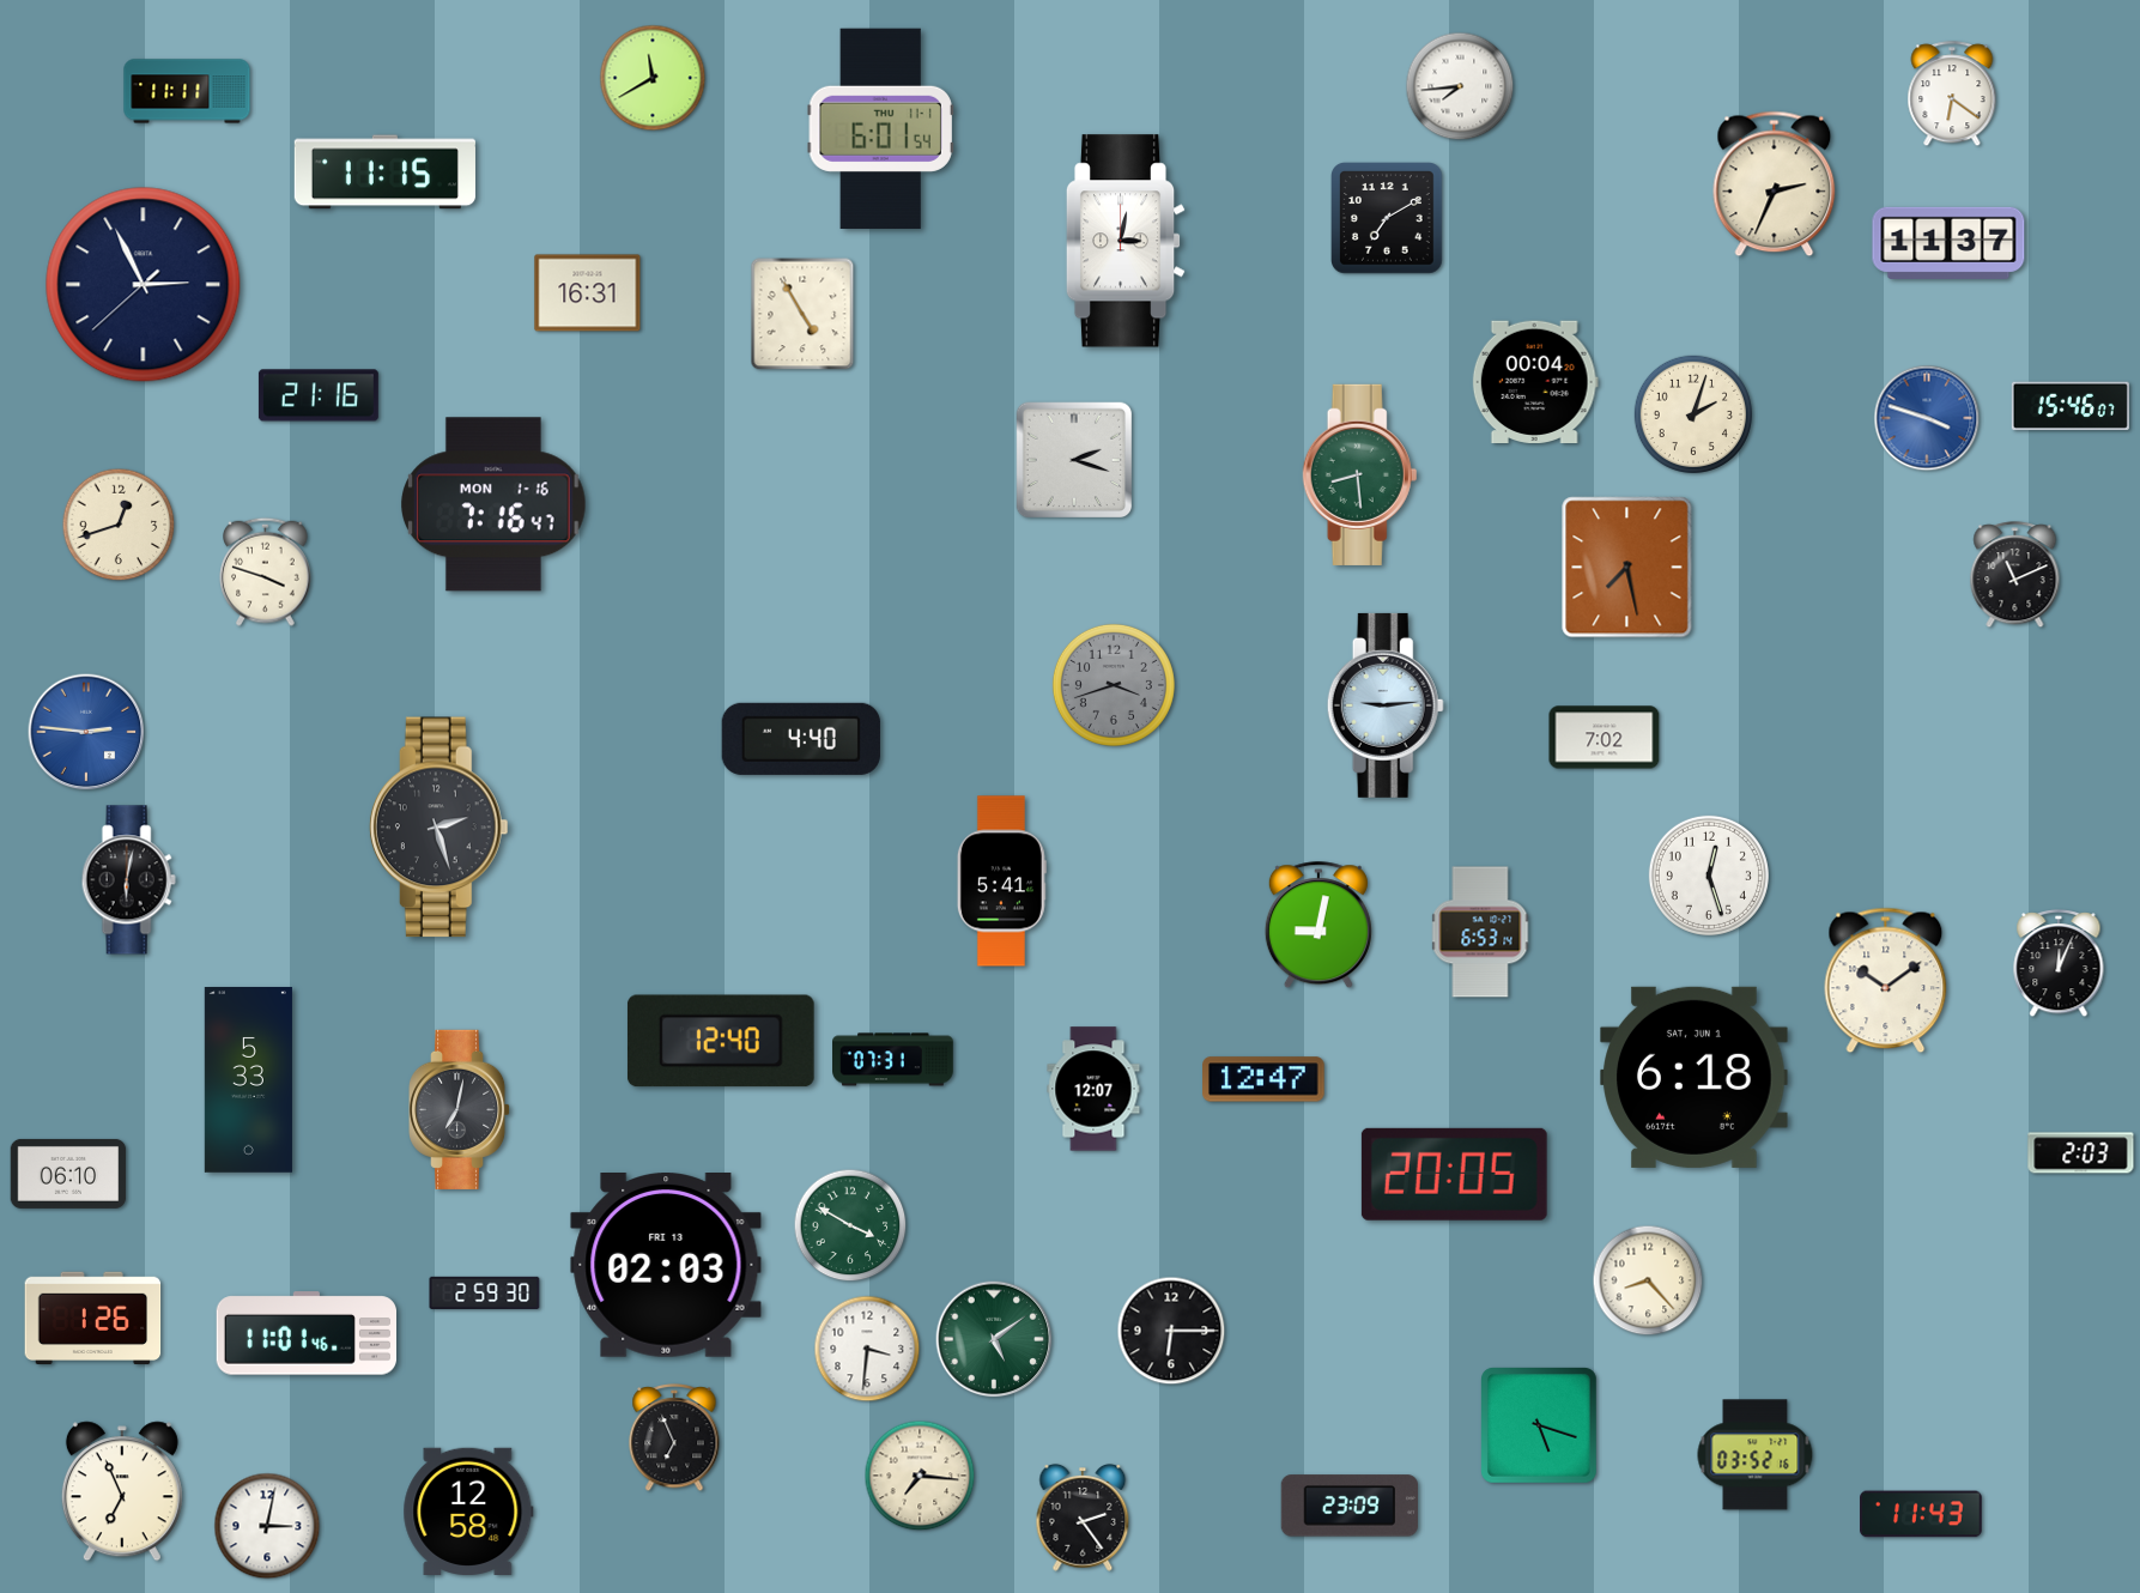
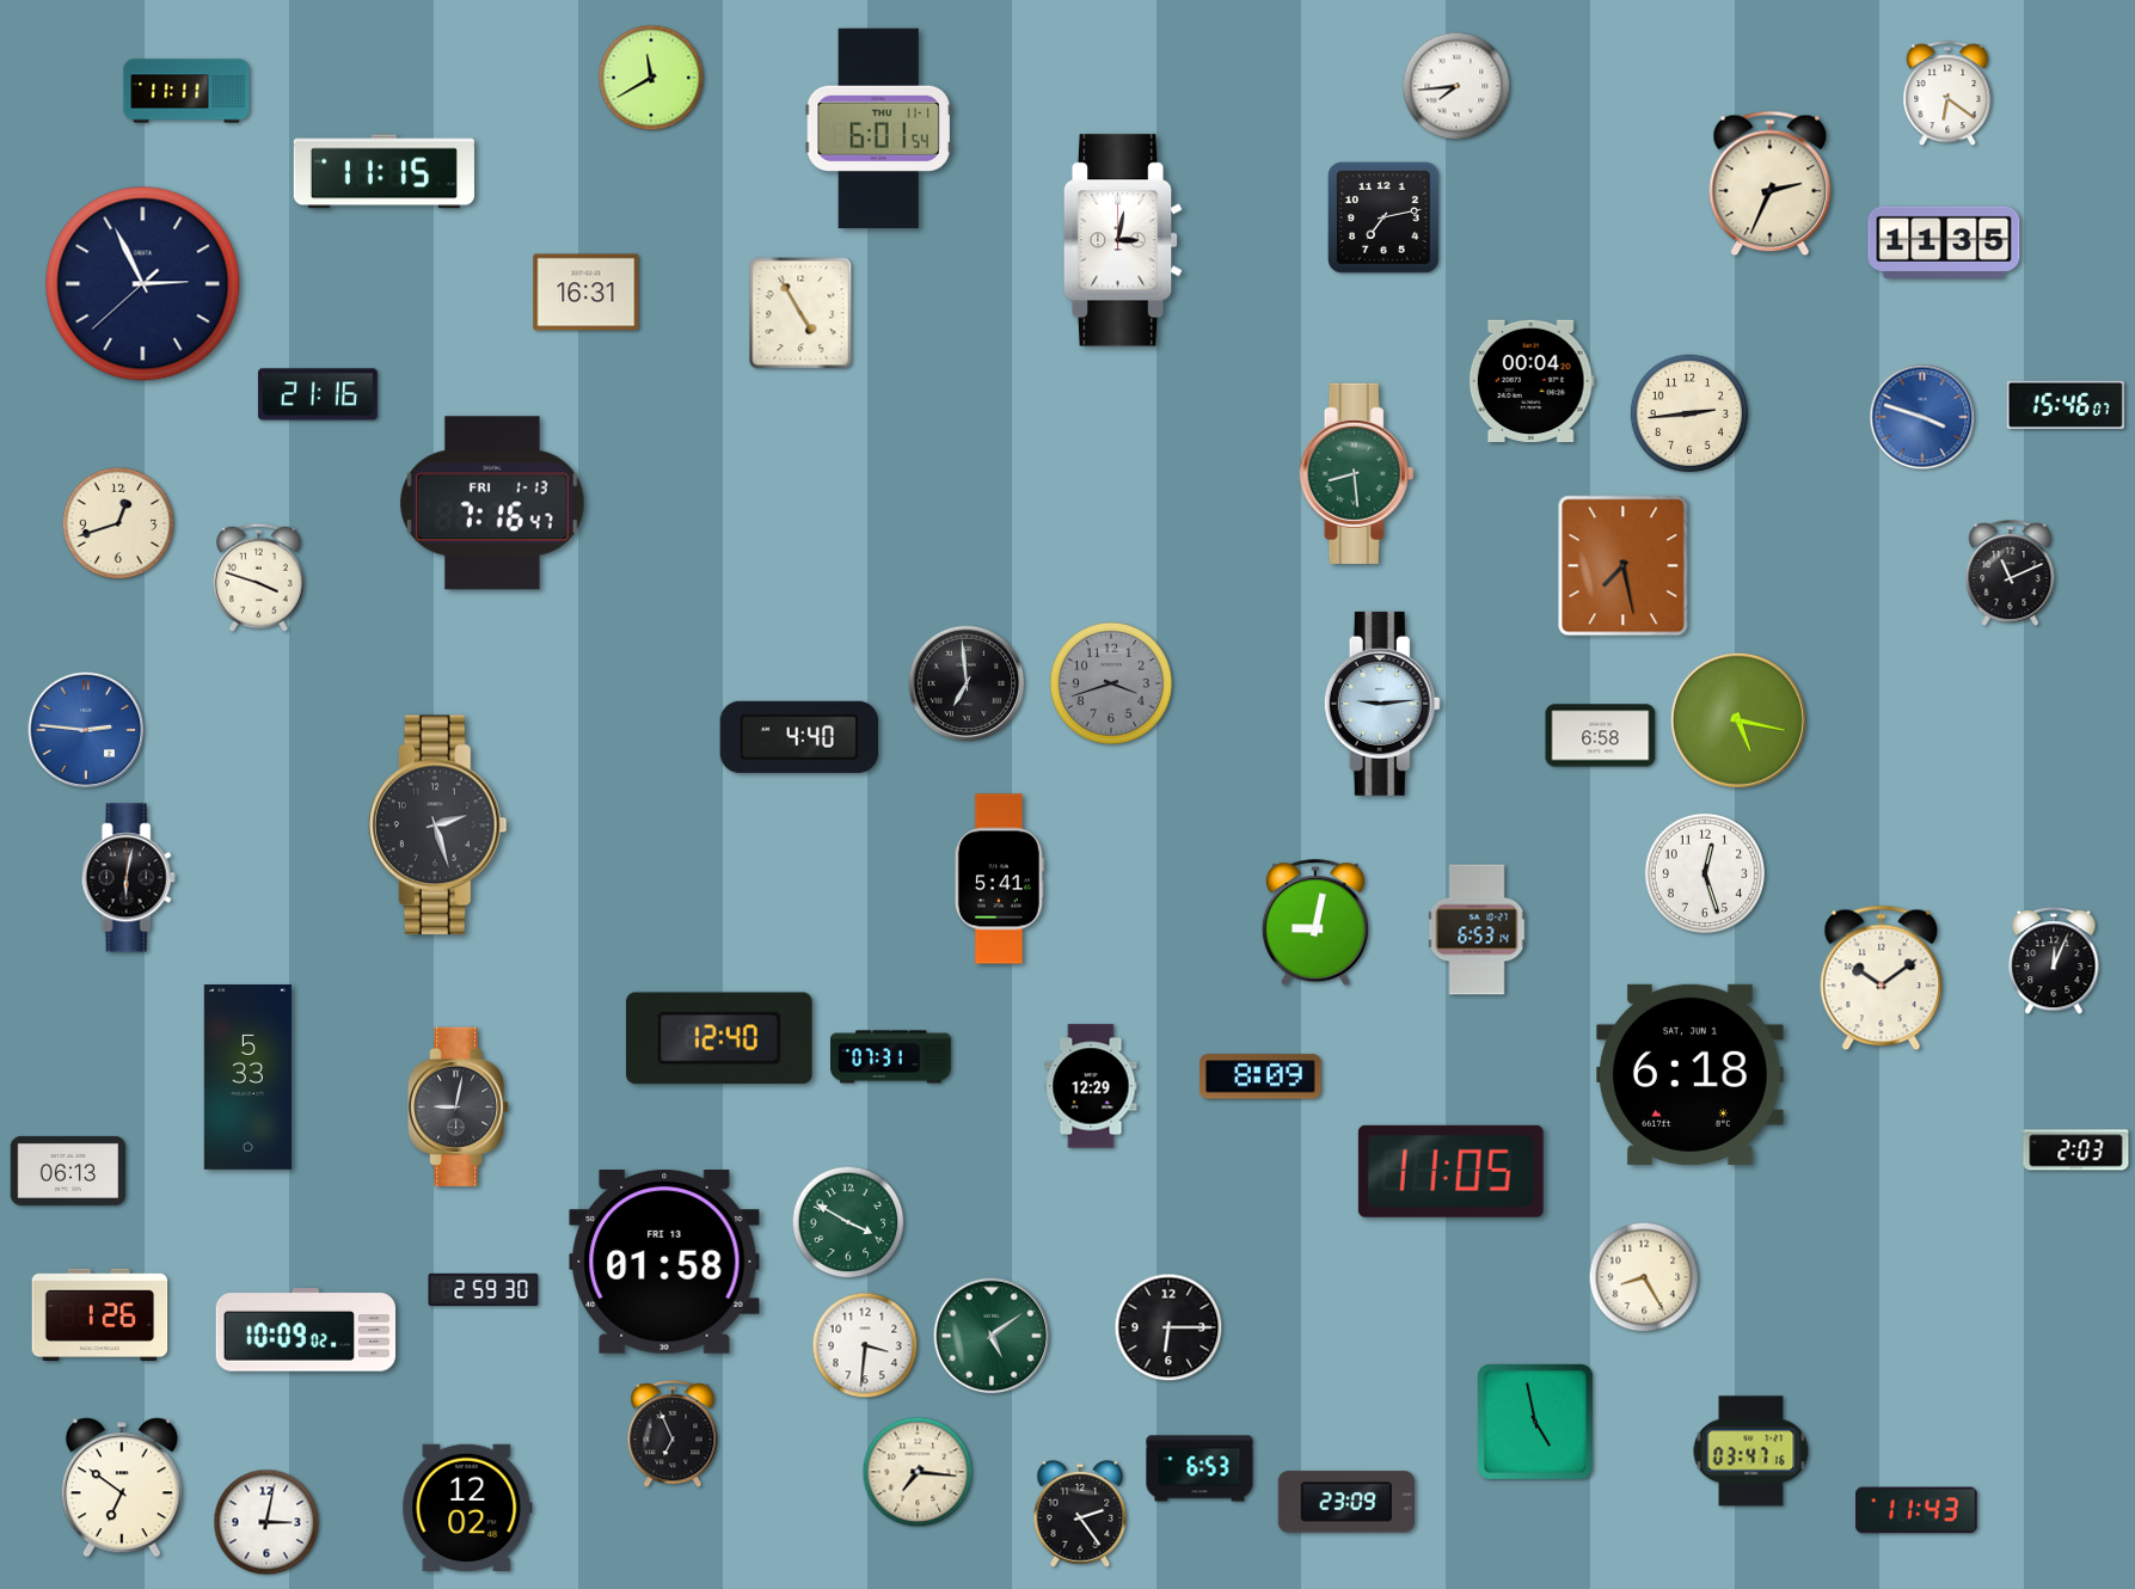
clock at (1388, 219): 7:10 -> 7:13
clock at (1948, 243): 11:37 -> 11:35
clock at (1693, 414): 2:03 -> 2:44
clock at (1074, 460): 2:18 -> none
clock at (495, 504) date: MON 1-16 -> FRI 1-13
clock at (266, 571) position: (266, 571) -> (259, 577)
clock at (967, 683): none -> 6:59
clock at (1738, 720): none -> 5:17
clock at (1605, 738): 7:02 -> 6:58
clock at (1263, 1079): 12:47 -> 8:09
clock at (1093, 1089): 12:07 -> 12:29
clock at (461, 1109): 7:02 -> 9:02
clock at (68, 1174): 06:10 -> 06:13
clock at (1454, 1174): 20:05 -> 11:05
clock at (666, 1266): 02:03 -> 01:58
clock at (1648, 1280): 8:23 -> 8:25
clock at (93, 1319) position: (93, 1319) -> (100, 1315)
clock at (305, 1333): 11:01 -> 10:09
clock at (1540, 1427): 5:18 -> 4:58
clock at (1756, 1455): 03:52 -> 03:47
clock at (1200, 1468): none -> 6:53
clock at (122, 1491): 6:56 -> 6:51
clock at (468, 1510): 12:58 -> 12:02
